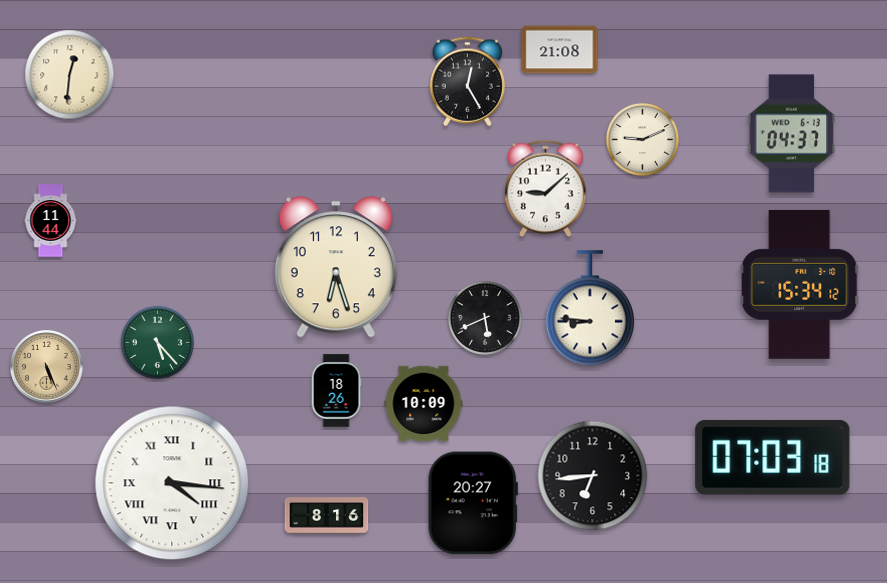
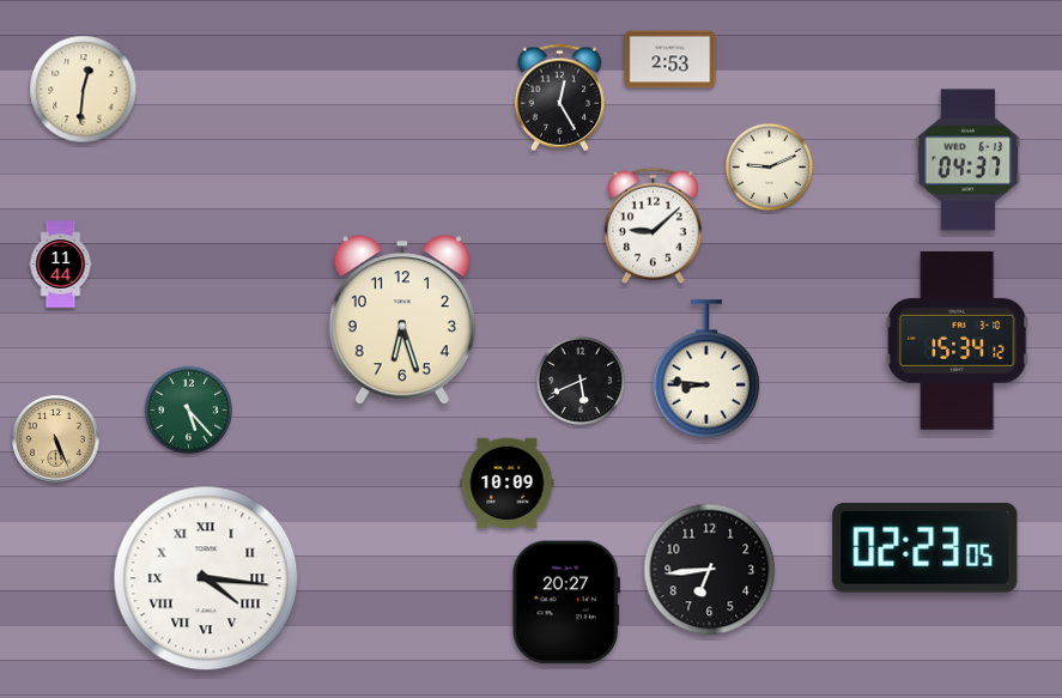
clock at (560, 50): 21:08 -> 2:53
clock at (792, 134) position: (792, 134) -> (969, 160)
clock at (336, 391): 18:26 -> none
clock at (773, 457): 07:03 -> 02:23
clock at (327, 516): 8:16 -> none
